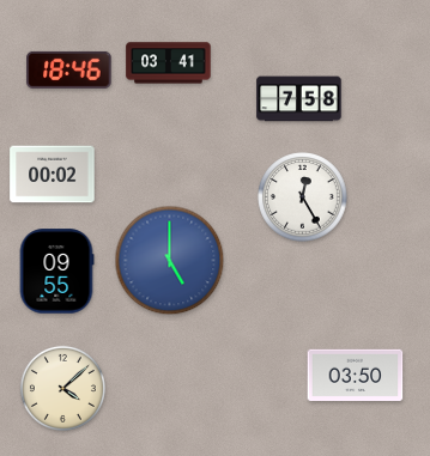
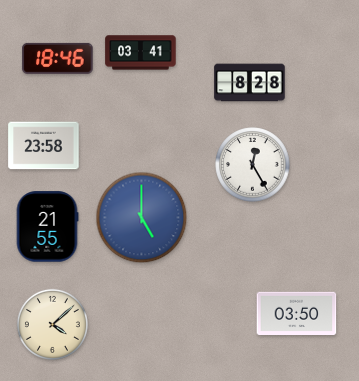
clock at (299, 99): 7:58 -> 8:28
clock at (53, 175): 00:02 -> 23:58
clock at (56, 272): 09:55 -> 21:55
